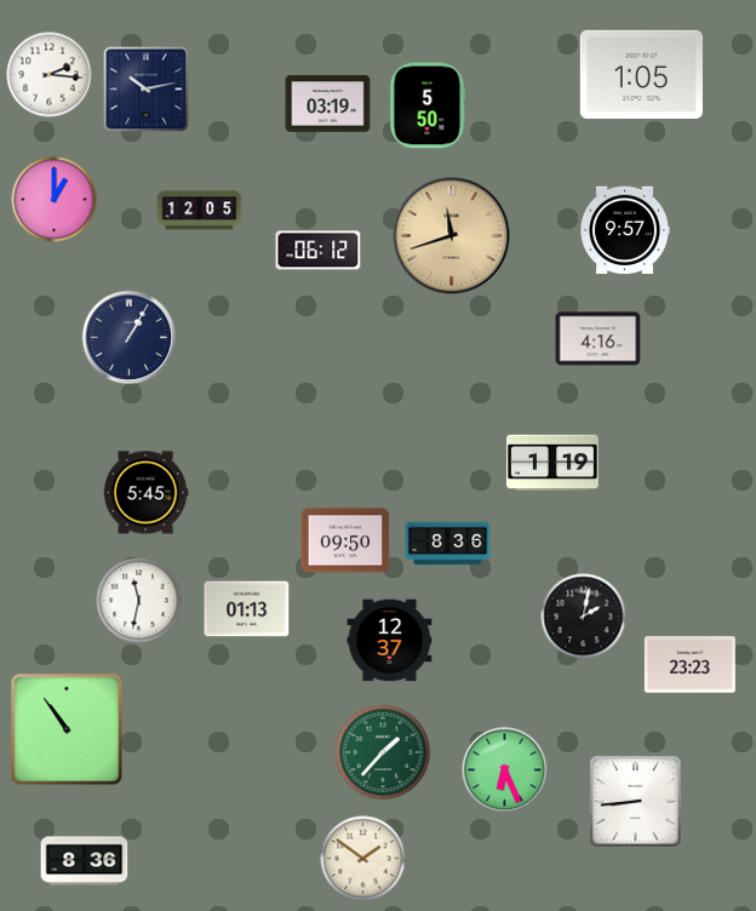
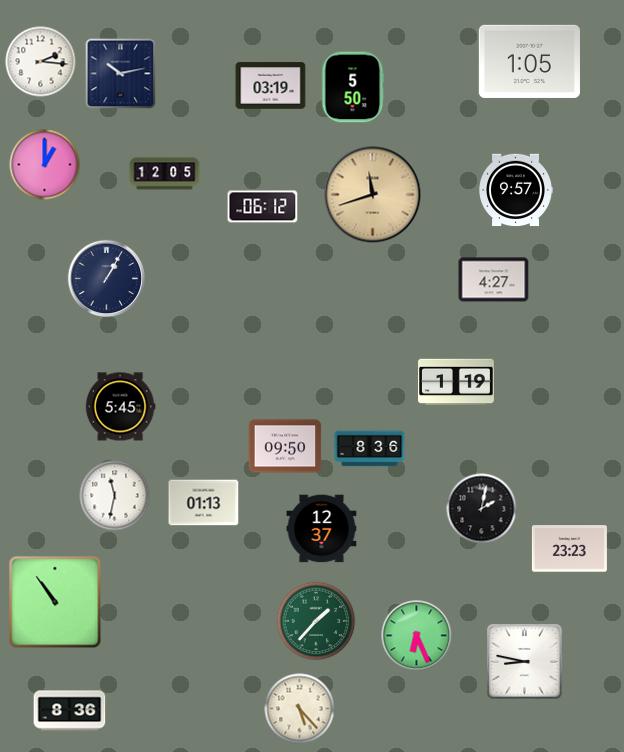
clock at (598, 339): 4:16 -> 4:27
clock at (636, 802): 8:44 -> 8:47
clock at (363, 859): 1:51 -> 5:23
